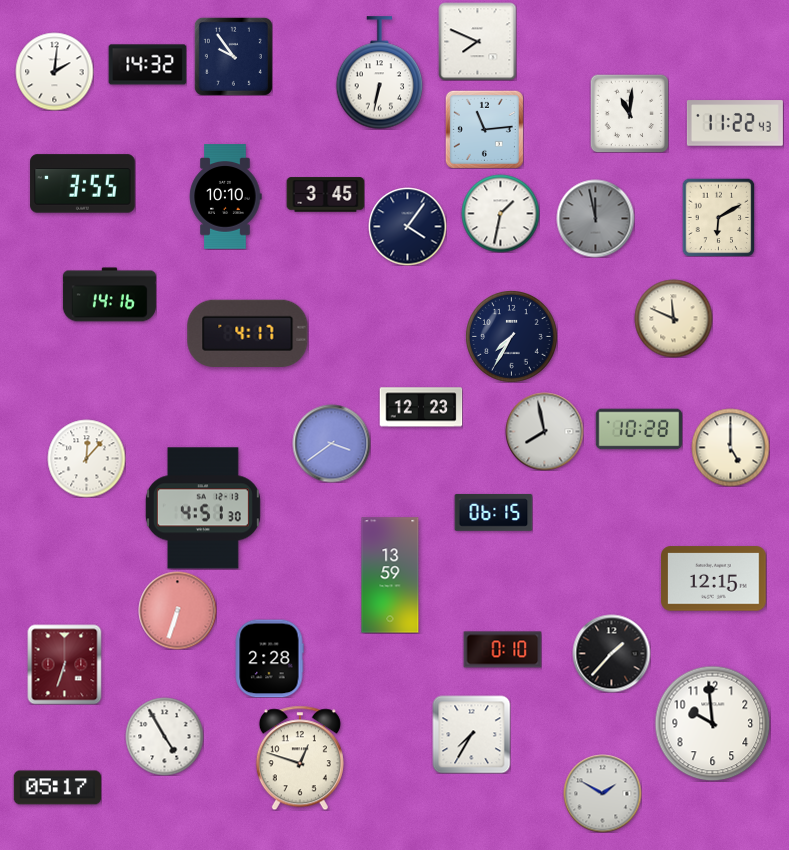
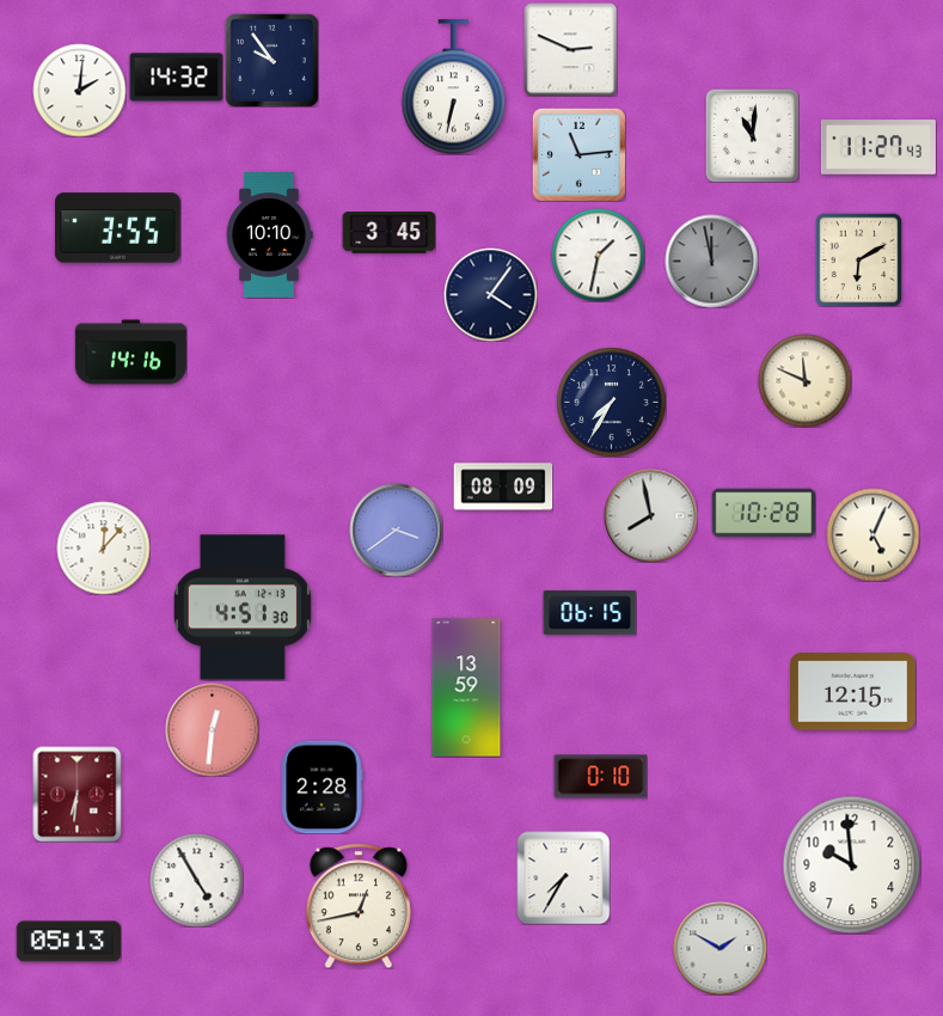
clock at (477, 41): 7:49 -> 2:49
clock at (233, 56) position: (233, 56) -> (271, 60)
clock at (54, 71) position: (54, 71) -> (79, 90)
clock at (735, 123): 11:22 -> 11:27
clock at (83, 184) position: (83, 184) -> (118, 228)
clock at (407, 226) position: (407, 226) -> (490, 294)
clock at (248, 333): 4:17 -> none
clock at (421, 407): 12:23 -> 08:09
clock at (730, 447): 5:00 -> 5:04
clock at (177, 610): 6:33 -> 12:31
clock at (611, 653): 1:37 -> none
clock at (65, 664): 6:33 -> 6:31
clock at (300, 758): 12:48 -> 12:43
clock at (57, 788): 05:17 -> 05:13
